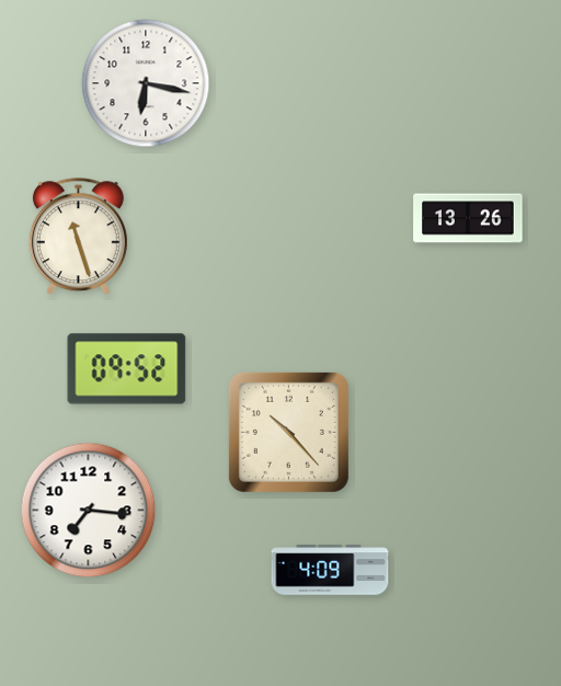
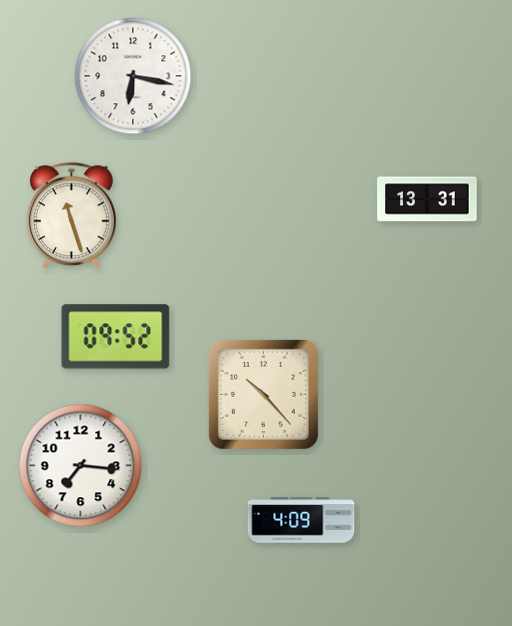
clock at (468, 218): 13:26 -> 13:31
